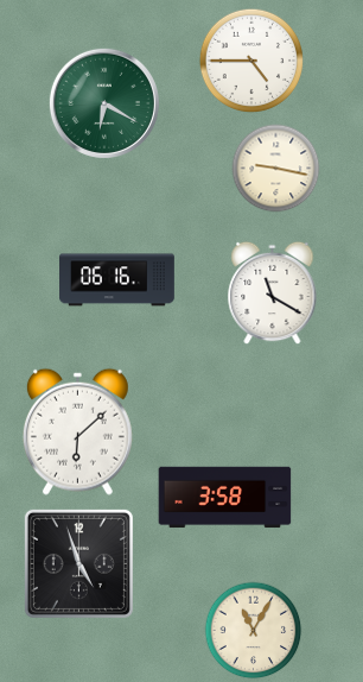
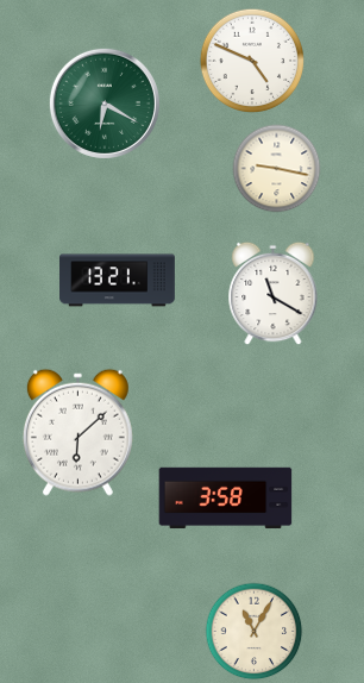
clock at (250, 59): 4:45 -> 4:49
clock at (117, 280): 06:16 -> 13:21
clock at (78, 563): 4:57 -> none
